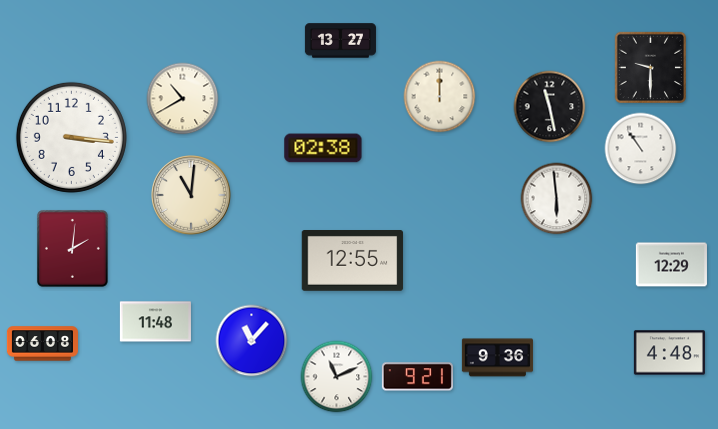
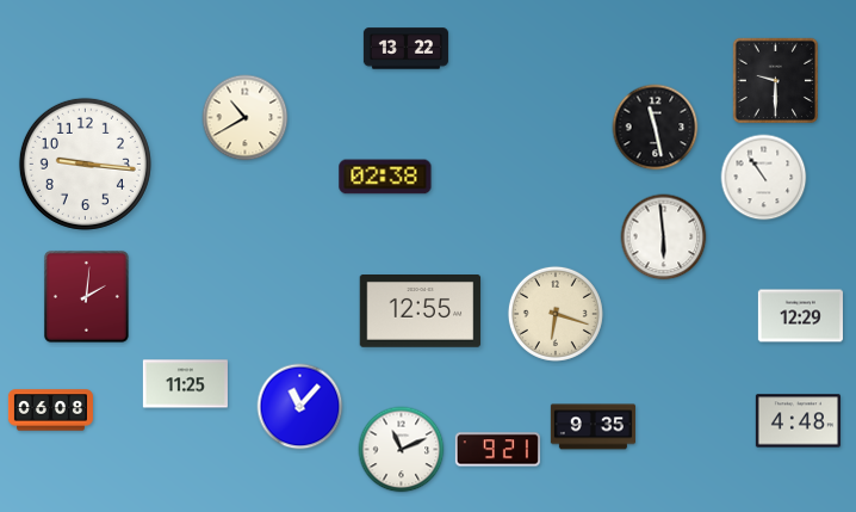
clock at (340, 41): 13:27 -> 13:22
clock at (440, 97): 12:00 -> none
clock at (183, 99) position: (183, 99) -> (246, 118)
clock at (71, 137): 3:16 -> 9:16
clock at (191, 195): 11:01 -> none
clock at (556, 314): none -> 6:18
clock at (155, 322): 11:48 -> 11:25
clock at (497, 358): 9:36 -> 9:35
